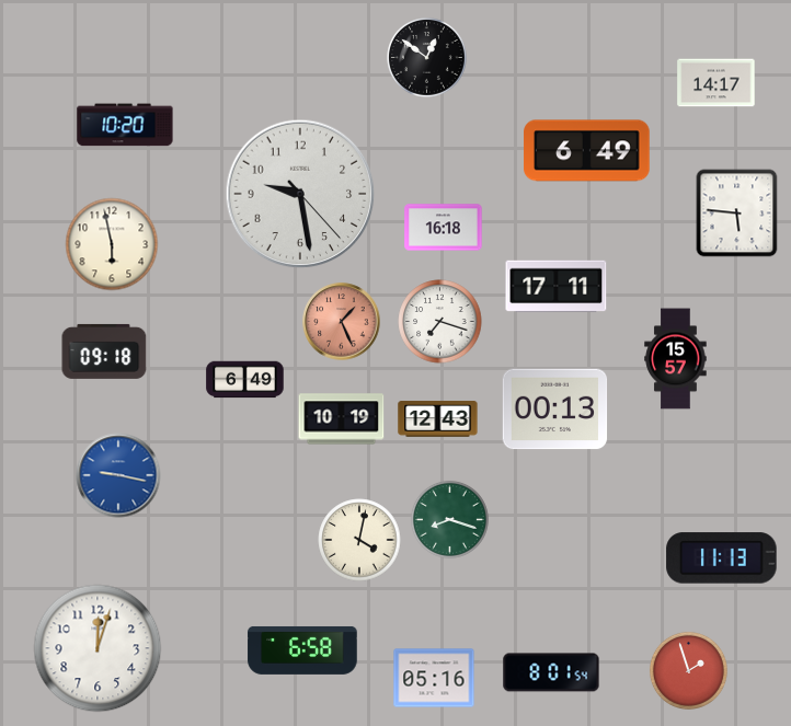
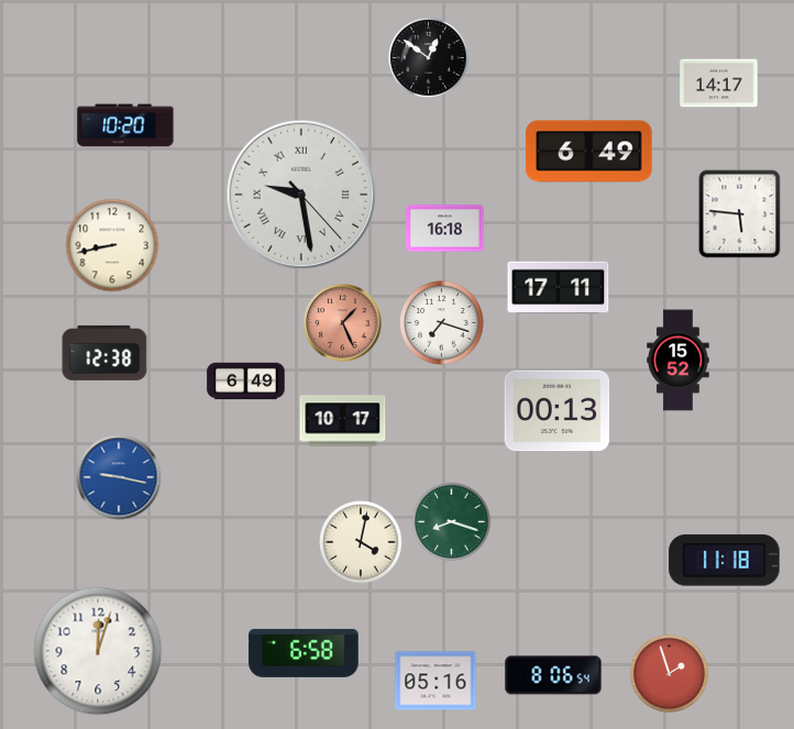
clock at (300, 194) numerals: Arabic -> Roman
clock at (112, 244): 5:58 -> 8:43
clock at (104, 352): 09:18 -> 12:38
clock at (676, 359): 15:57 -> 15:52
clock at (342, 419): 10:19 -> 10:17
clock at (438, 419): 12:43 -> none
clock at (722, 558): 11:13 -> 11:18
clock at (688, 670) position: (688, 670) -> (669, 673)
clock at (551, 672): 8:01 -> 8:06
